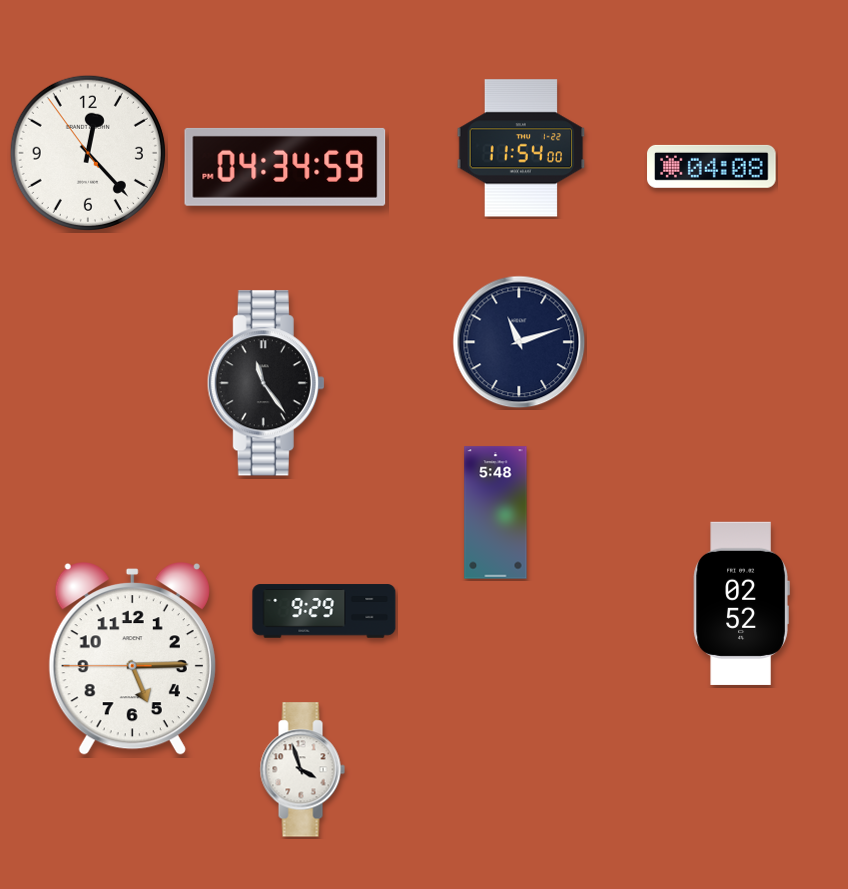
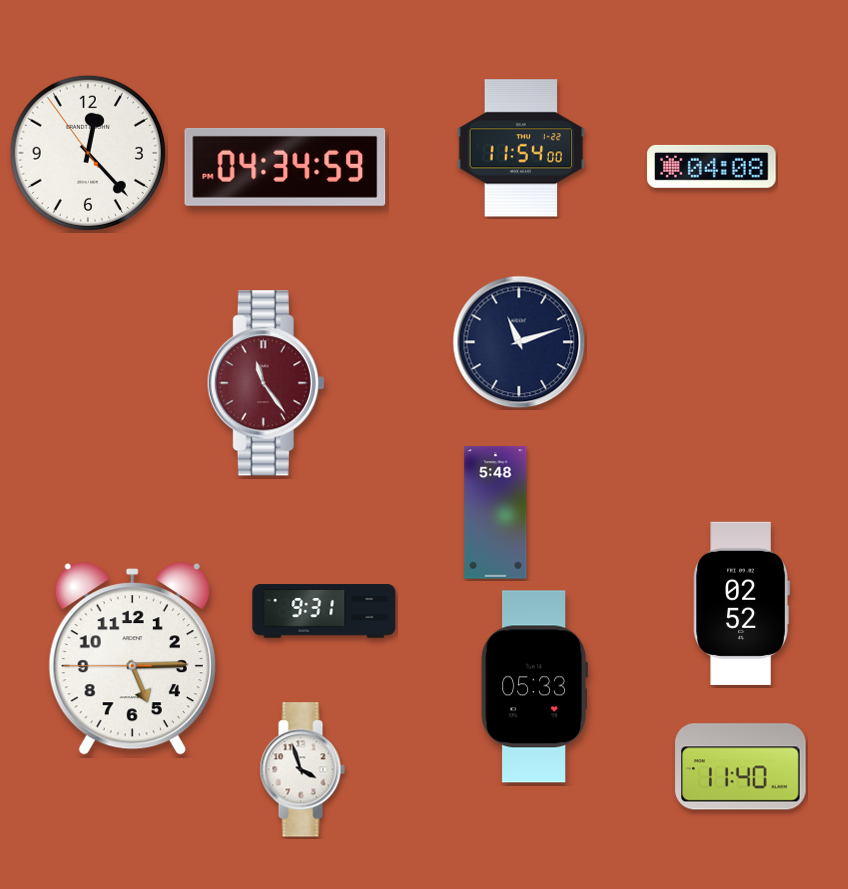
clock at (266, 383) dial: black -> burgundy
clock at (324, 611): 9:29 -> 9:31
clock at (534, 687): none -> 05:33
clock at (741, 767): none -> 11:40
